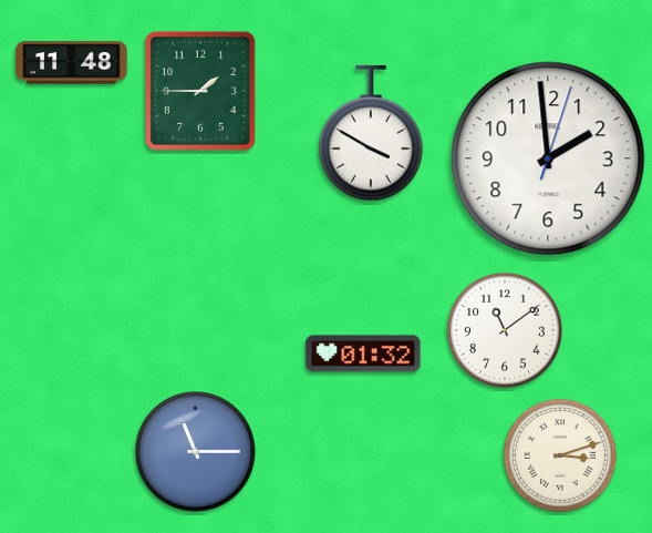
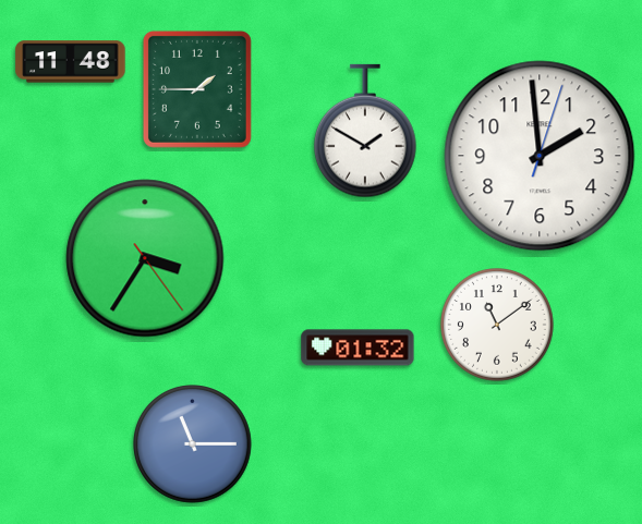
clock at (371, 133): 3:50 -> 1:50
clock at (145, 258): none -> 3:35
clock at (560, 455): 3:12 -> none
